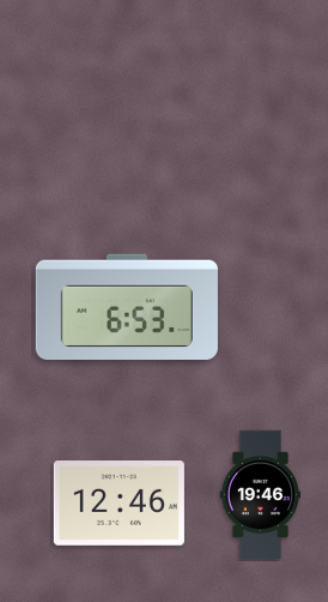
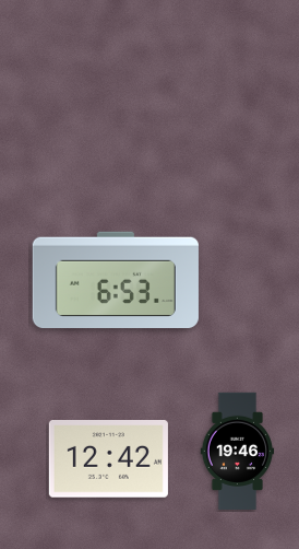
clock at (119, 504): 12:46 -> 12:42
